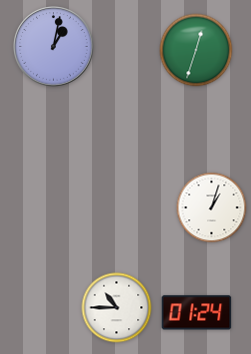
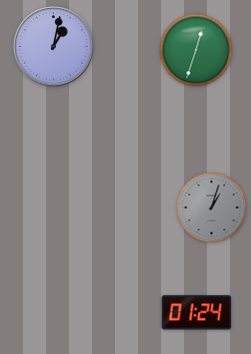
clock at (212, 208) dial: white -> grey
clock at (117, 308): 10:45 -> none
